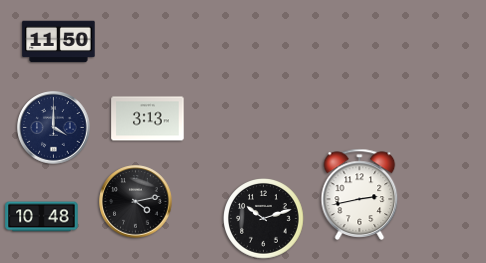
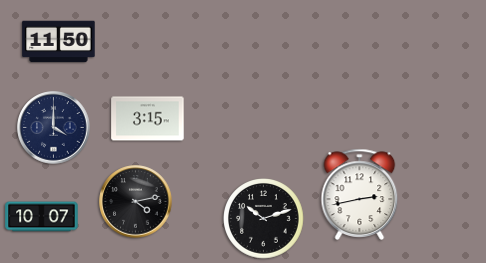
clock at (148, 119): 3:13 -> 3:15
clock at (42, 217): 10:48 -> 10:07
